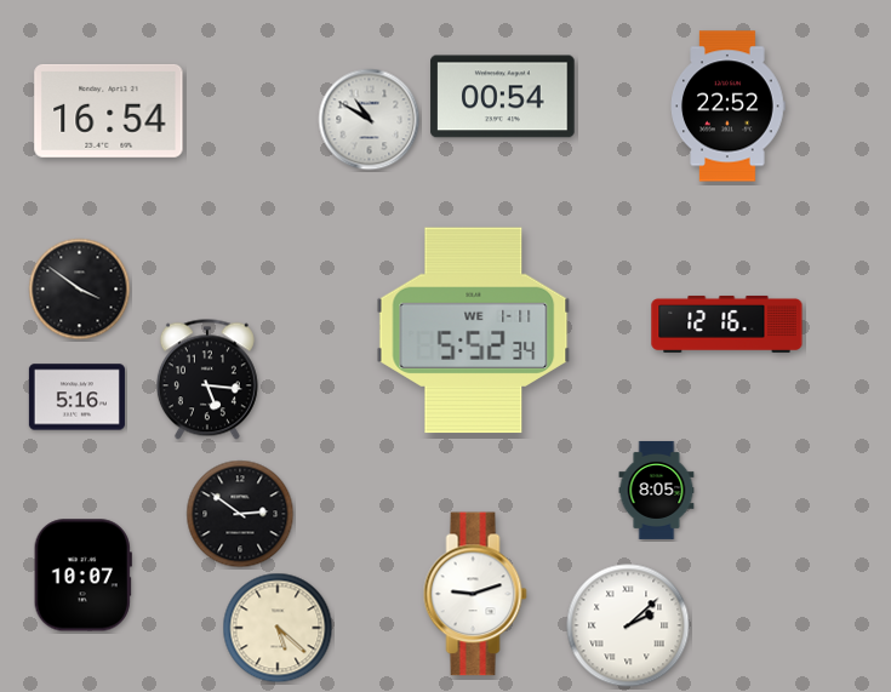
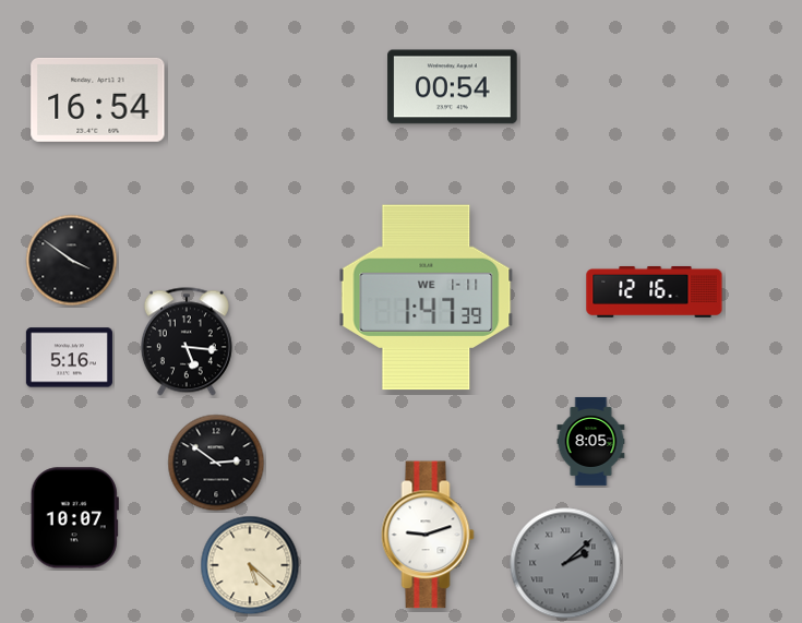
clock at (727, 107): 22:52 -> none
clock at (370, 120): 10:50 -> none
clock at (474, 331): 5:52 -> 1:47
clock at (628, 625) dial: white -> grey
